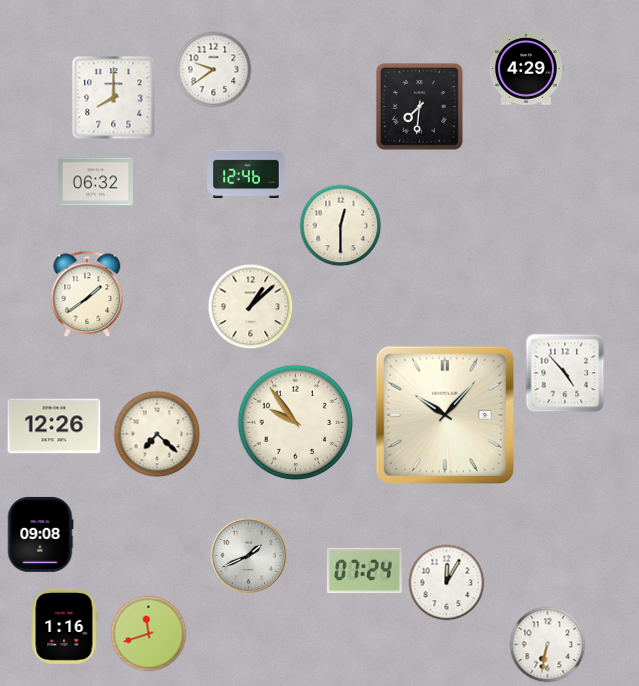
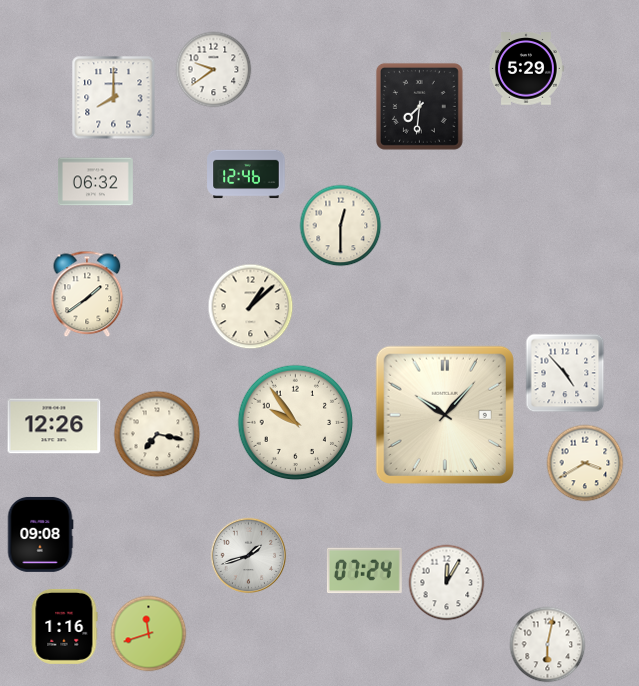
clock at (526, 69): 4:29 -> 5:29
clock at (157, 434): 7:22 -> 7:17
clock at (585, 463): none -> 3:40
clock at (249, 556): 1:41 -> 1:42
clock at (548, 645): 6:32 -> 6:02
